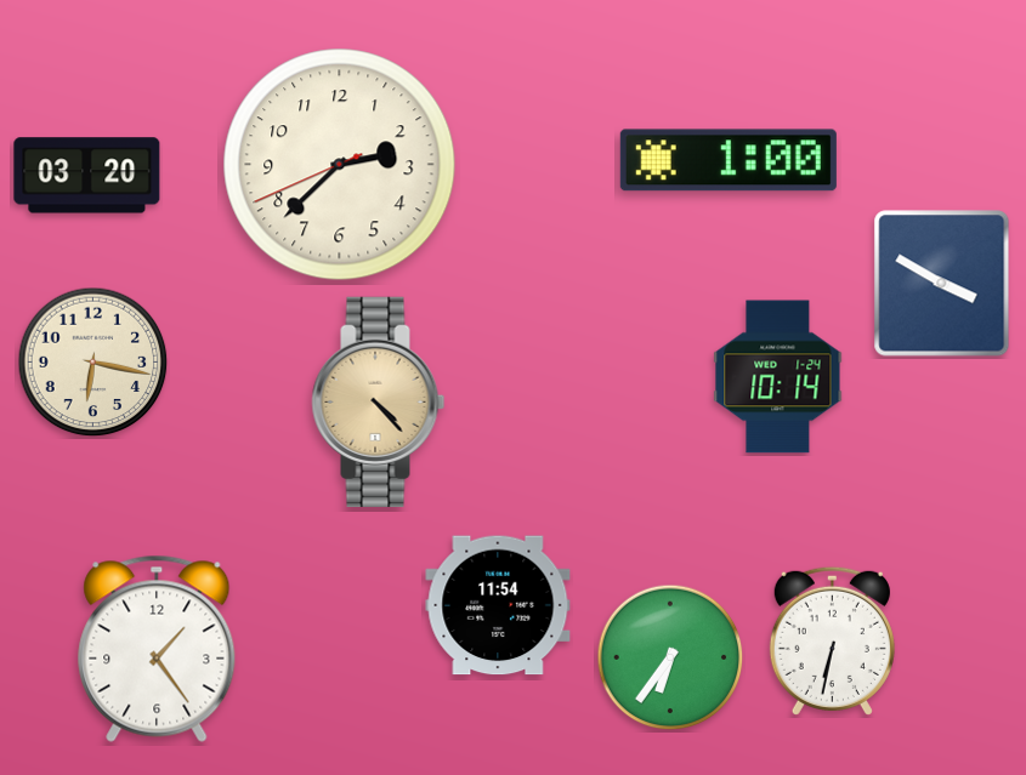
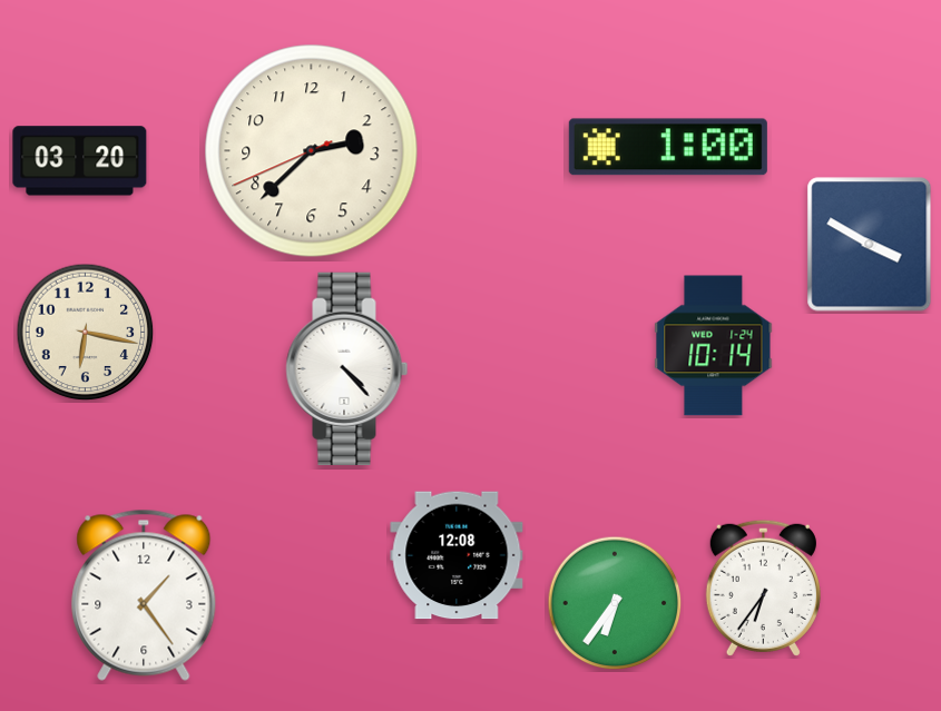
clock at (942, 284) position: (942, 284) -> (870, 245)
clock at (379, 401) dial: champagne -> white
clock at (498, 605): 11:54 -> 12:08
clock at (832, 640): 6:32 -> 6:36
